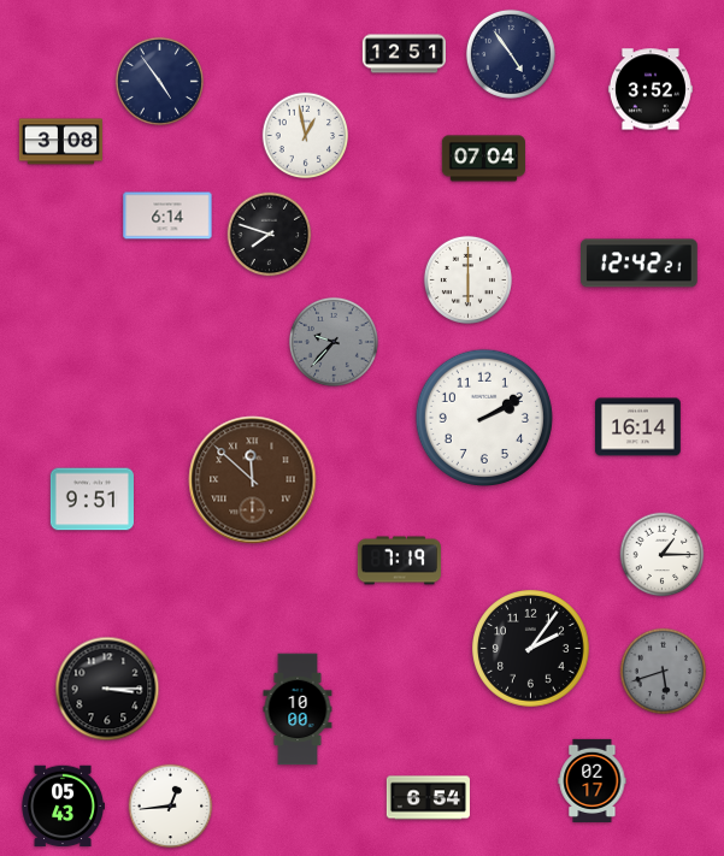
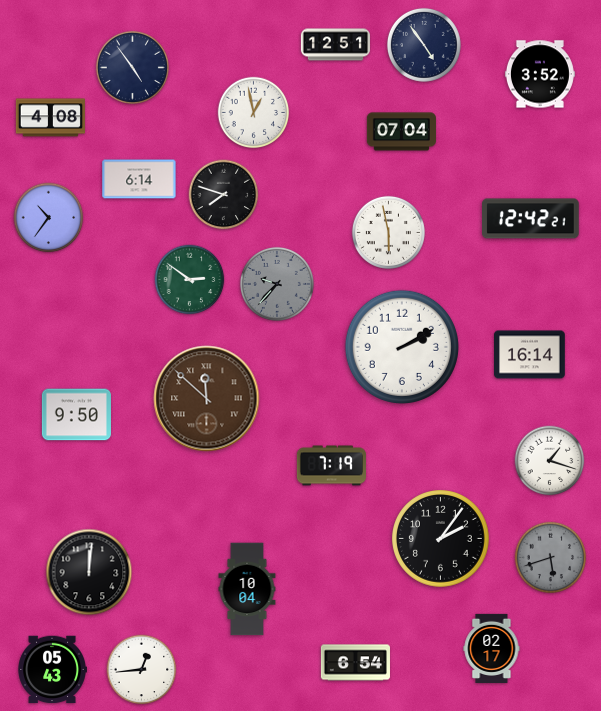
clock at (60, 142): 3:08 -> 4:08
clock at (49, 218): none -> 10:36
clock at (467, 279): 6:00 -> 5:58
clock at (190, 280): none -> 2:51
clock at (253, 480) position: (253, 480) -> (207, 399)
clock at (92, 500): 9:51 -> 9:50
clock at (663, 555): 1:15 -> 1:18
clock at (107, 689): 3:15 -> 12:01
clock at (298, 709): 10:00 -> 10:04
